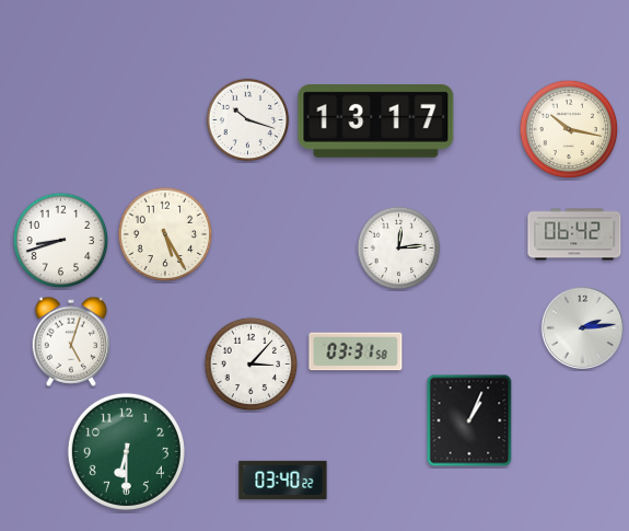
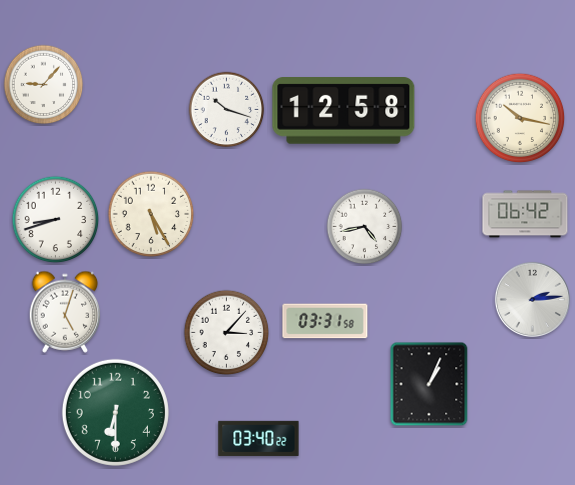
clock at (44, 85): none -> 9:07
clock at (376, 122): 13:17 -> 12:58
clock at (399, 249): 12:14 -> 4:43
clock at (252, 365) position: (252, 365) -> (227, 333)
